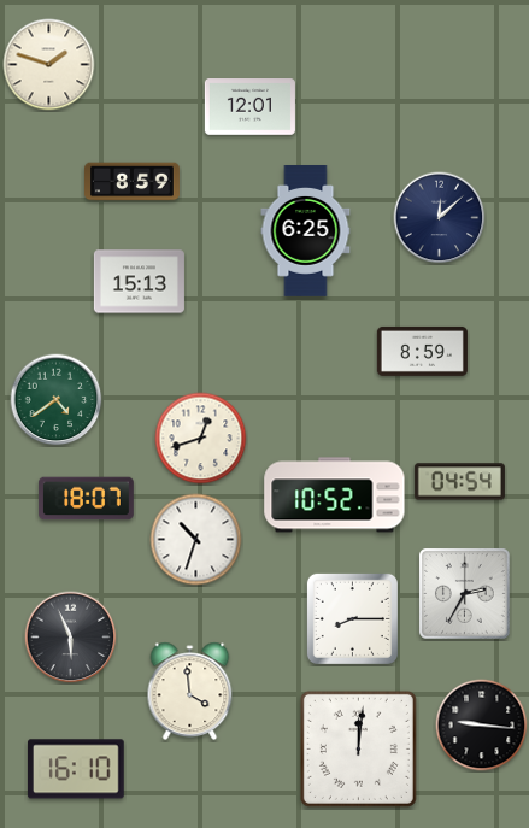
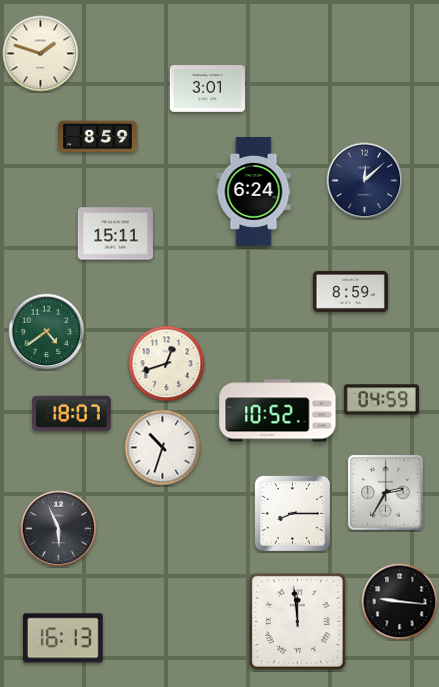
clock at (249, 107): 12:01 -> 3:01
clock at (133, 182) position: (133, 182) -> (98, 137)
clock at (306, 231): 6:25 -> 6:24
clock at (139, 282): 15:13 -> 15:11
clock at (459, 482): 04:54 -> 04:59
clock at (190, 692): 3:59 -> none
clock at (358, 748): 12:01 -> 11:59
clock at (77, 769): 16:10 -> 16:13
